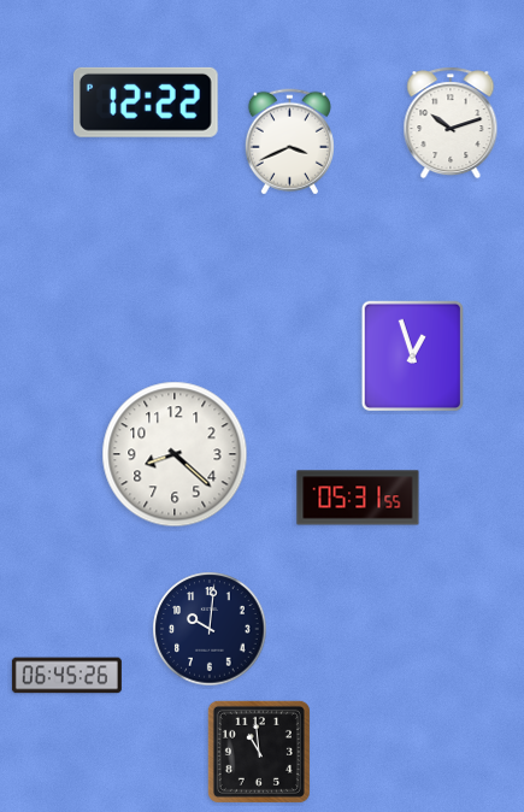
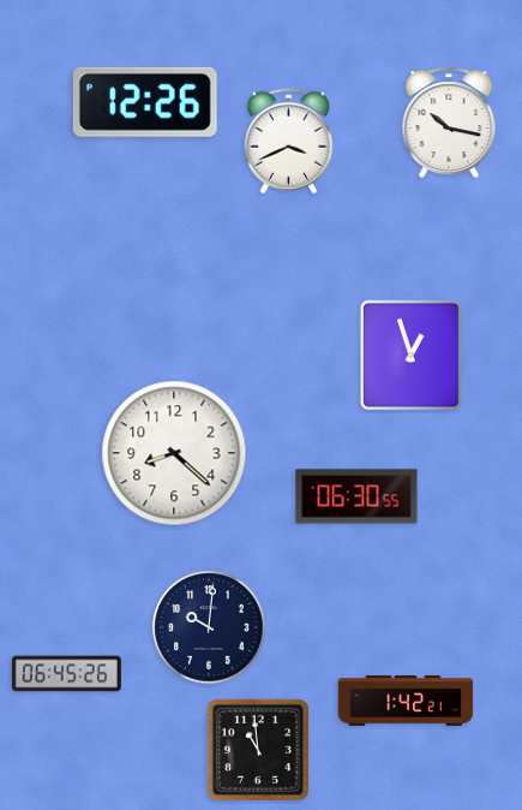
clock at (146, 102): 12:22 -> 12:26
clock at (451, 123): 10:12 -> 10:17
clock at (358, 498): 05:31 -> 06:30
clock at (406, 701): none -> 1:42
